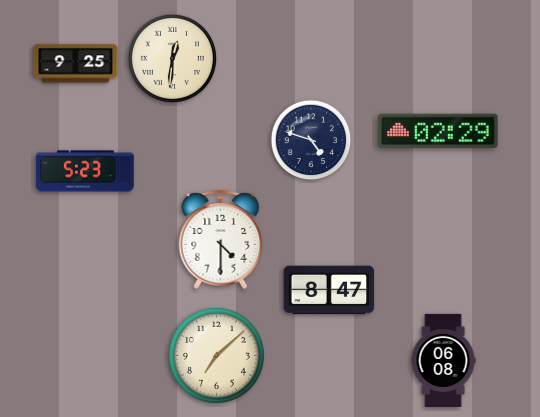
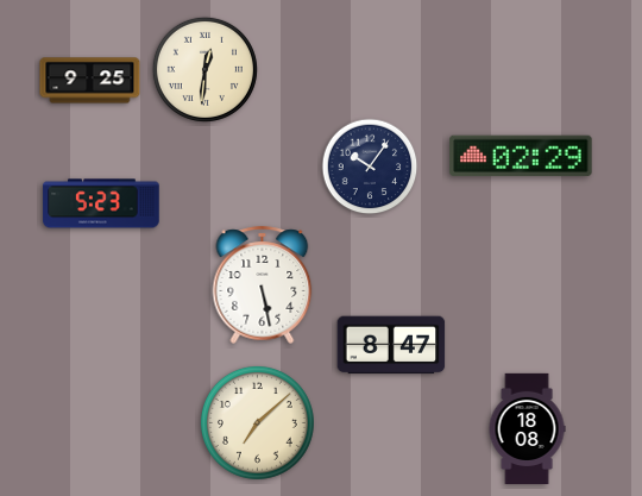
clock at (76, 64) position: (76, 64) -> (90, 81)
clock at (311, 140): 4:48 -> 10:06
clock at (221, 239): 4:30 -> 5:28
clock at (443, 360): 06:08 -> 18:08
